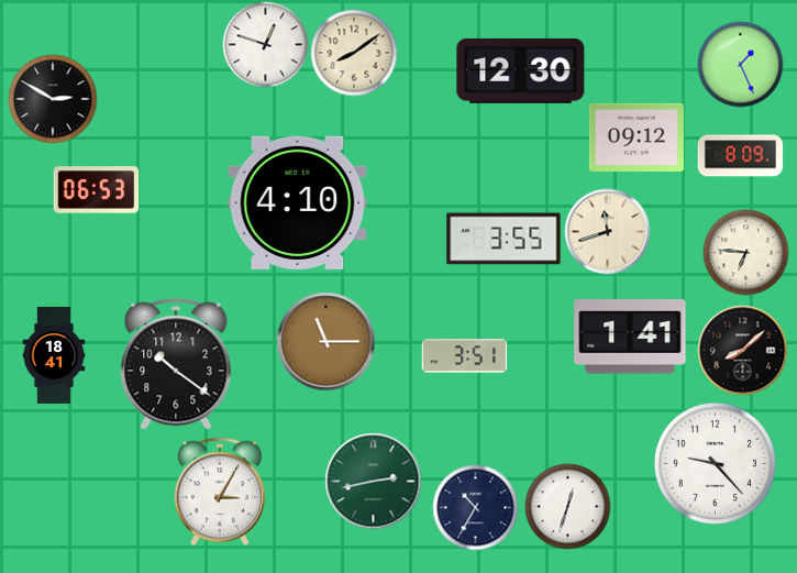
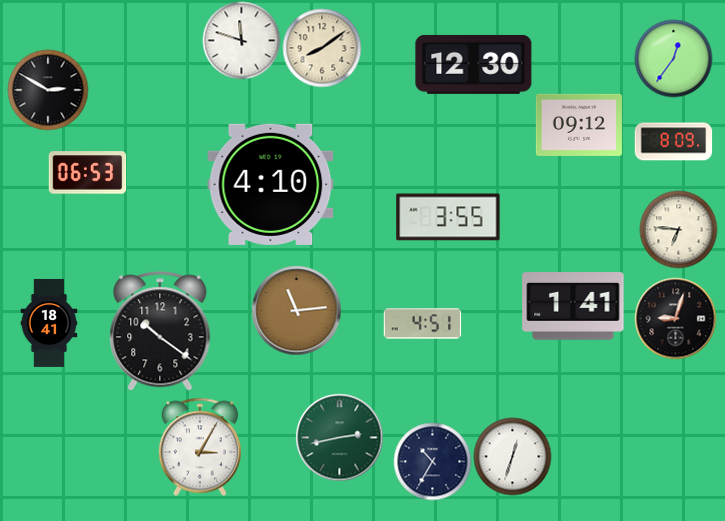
clock at (265, 44): 12:48 -> 11:48
clock at (740, 64): 1:26 -> 12:36
clock at (607, 231): 11:42 -> none
clock at (503, 239) position: (503, 239) -> (448, 217)
clock at (325, 341): 11:15 -> 11:14
clock at (742, 350): 8:08 -> 9:03
clock at (464, 356): 3:51 -> 4:51
clock at (715, 463): 9:23 -> none
clock at (567, 506) position: (567, 506) -> (512, 456)
